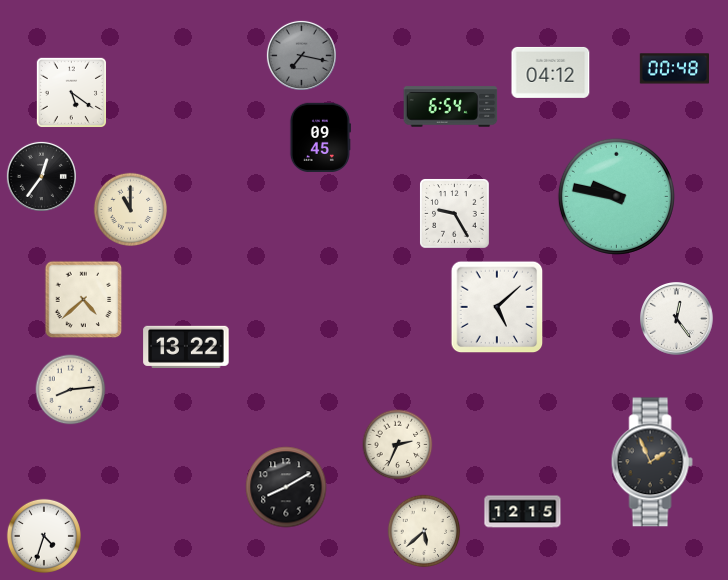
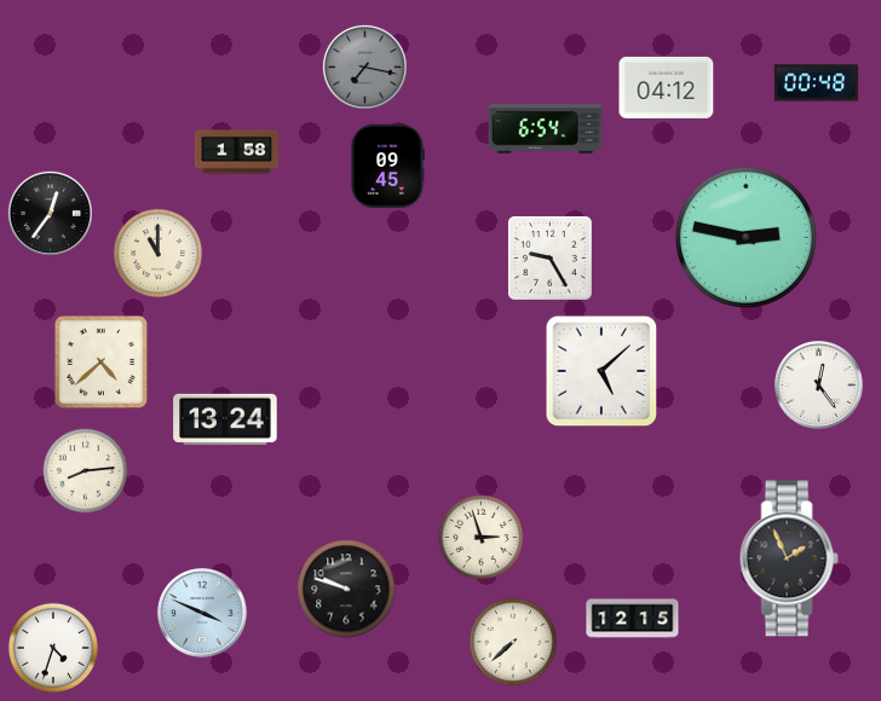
clock at (71, 92): 5:21 -> none
clock at (237, 152): none -> 1:58
clock at (616, 196): 9:47 -> 2:47
clock at (186, 347): 13:22 -> 13:24
clock at (398, 445): 2:34 -> 2:57
clock at (286, 487): 8:10 -> 9:48
clock at (202, 613): none -> 3:49
clock at (424, 531): 5:38 -> 7:38
